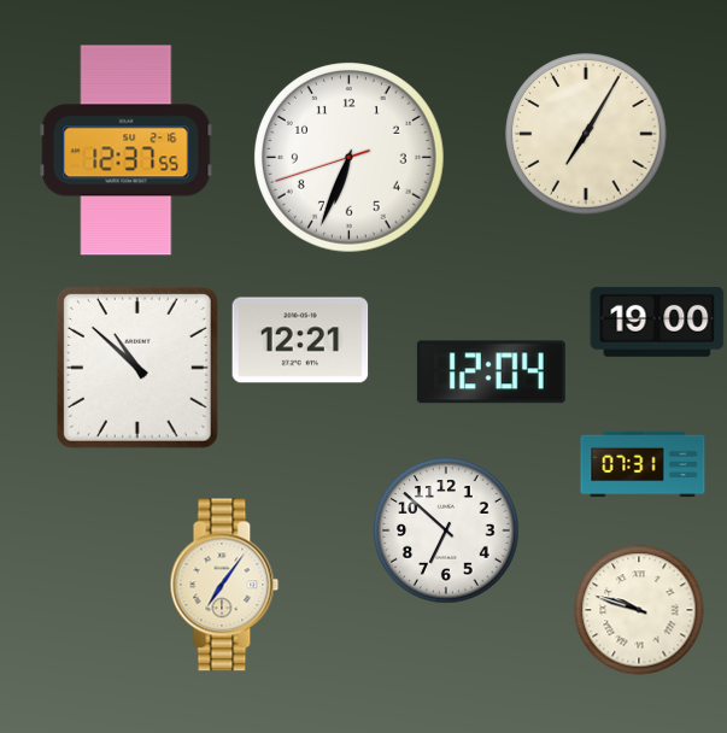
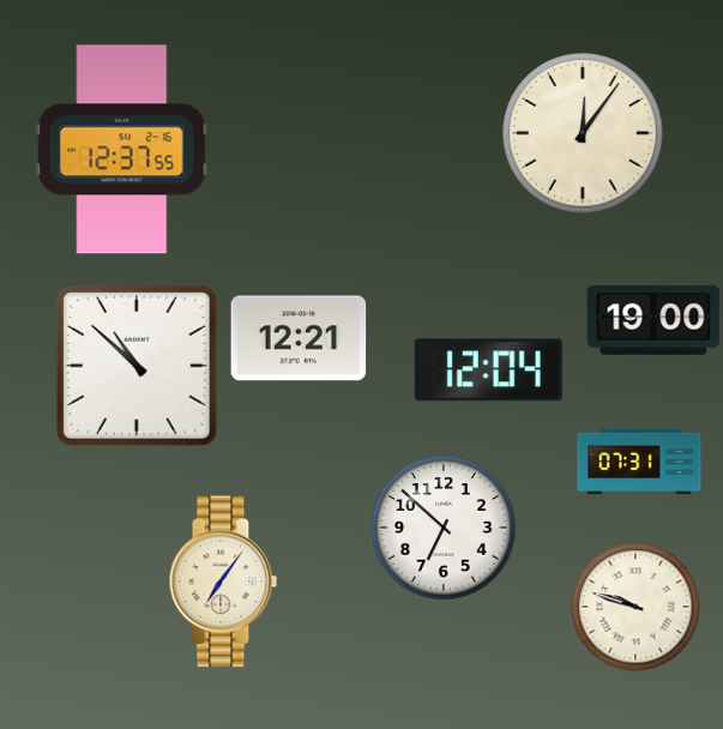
clock at (586, 134): 7:05 -> 12:06
clock at (127, 151) position: (127, 151) -> (122, 150)
clock at (350, 158): 6:33 -> none
